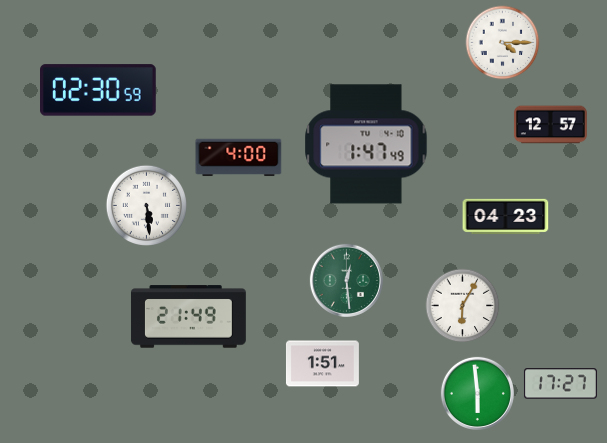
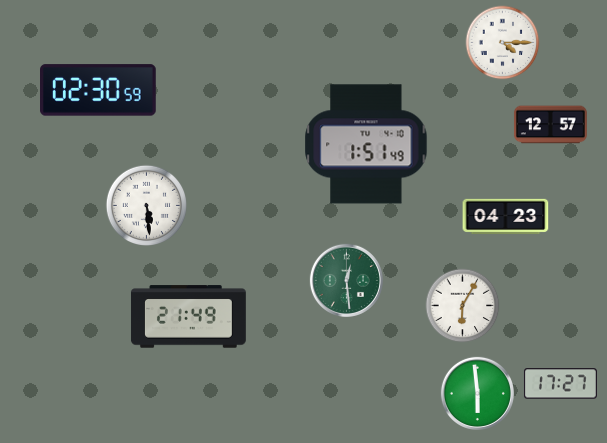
clock at (366, 144): 1:47 -> 1:51
clock at (239, 158): 4:00 -> none
clock at (322, 364): 1:51 -> none
